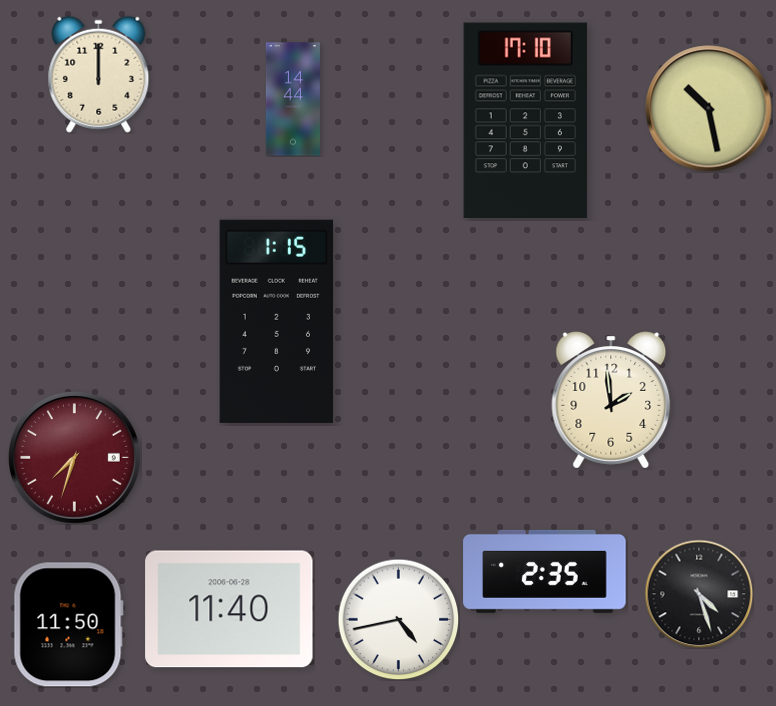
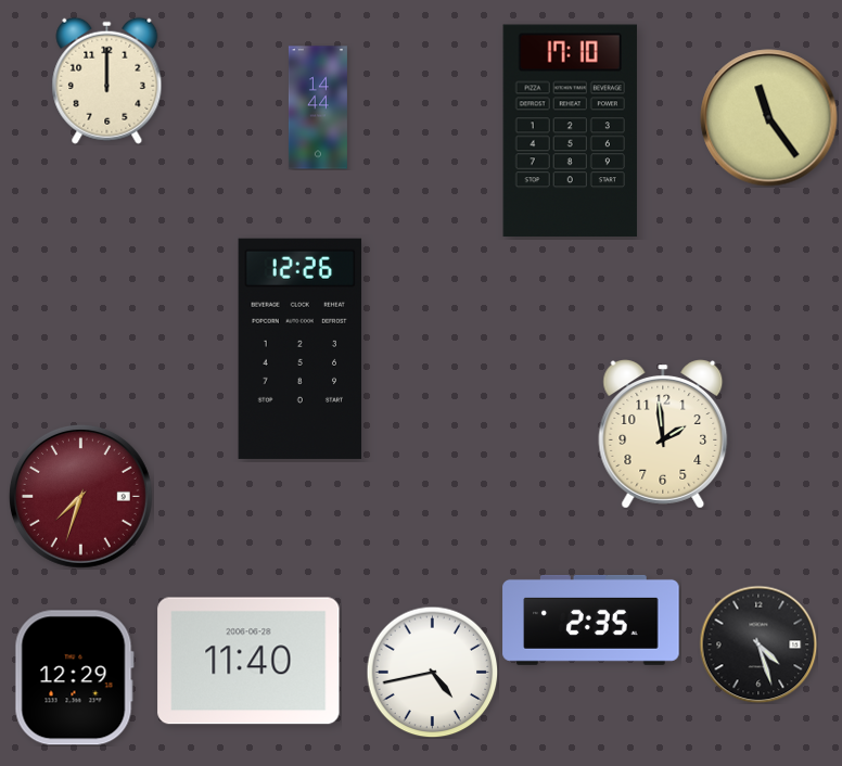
clock at (709, 109): 10:28 -> 11:24
clock at (277, 321): 1:15 -> 12:26
clock at (68, 625): 11:50 -> 12:29
